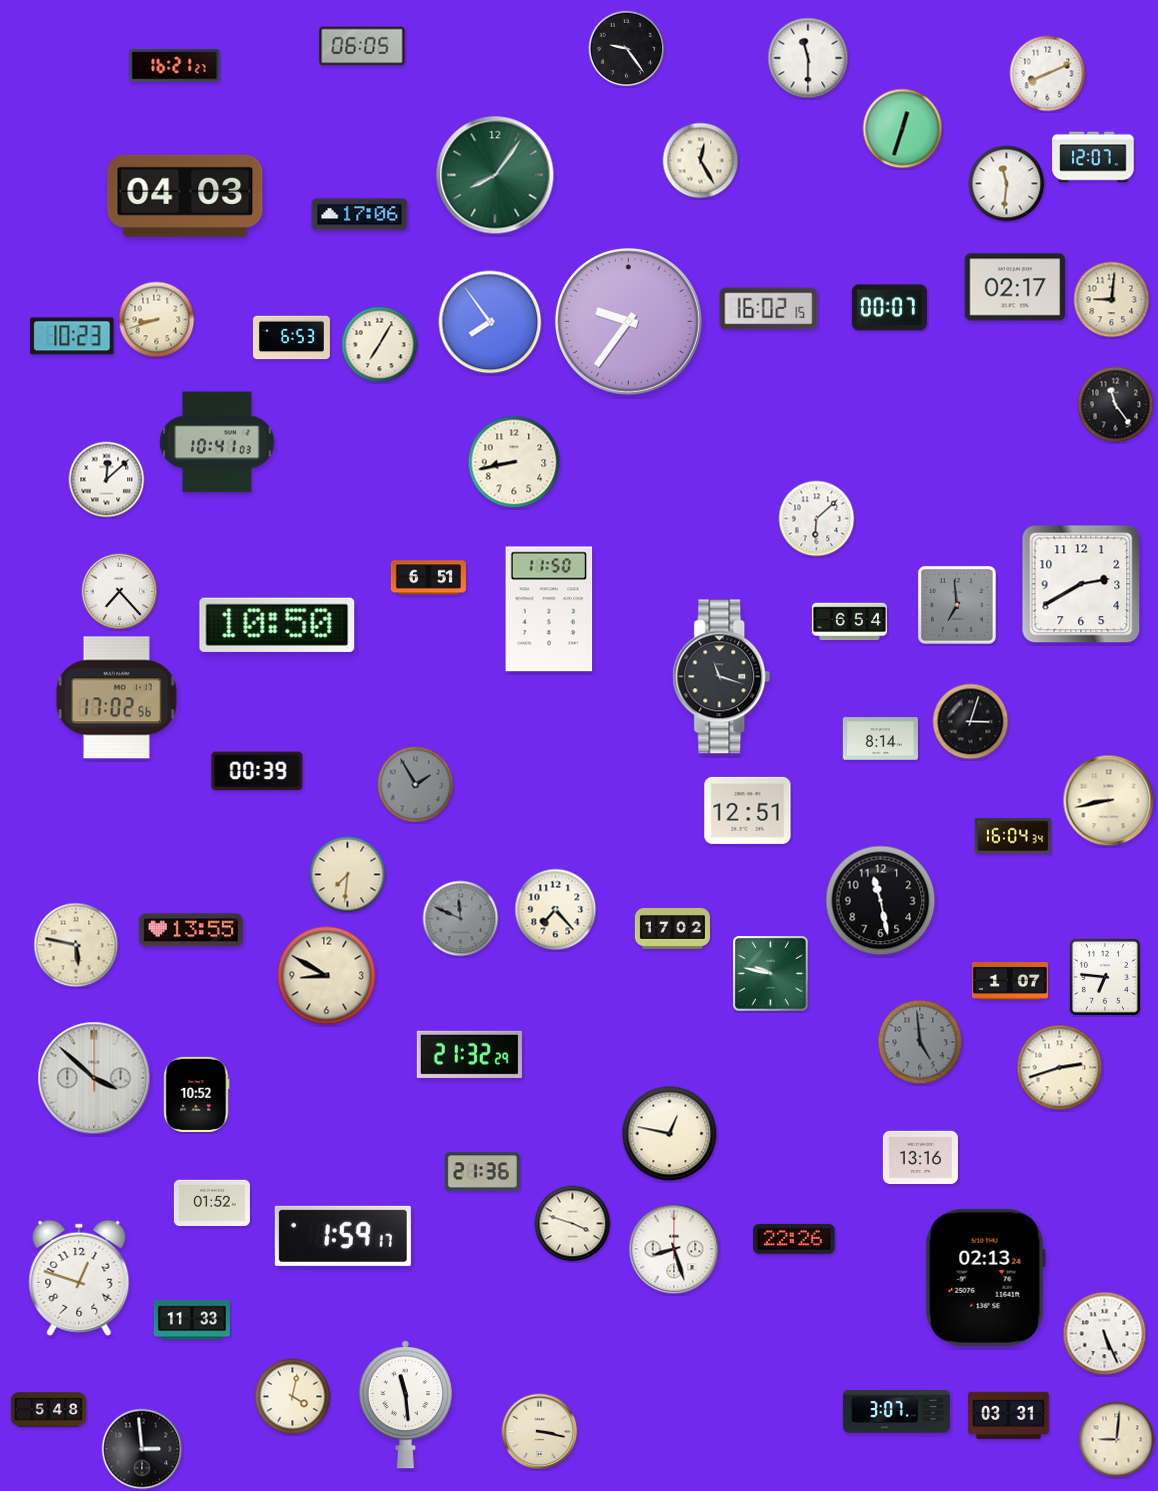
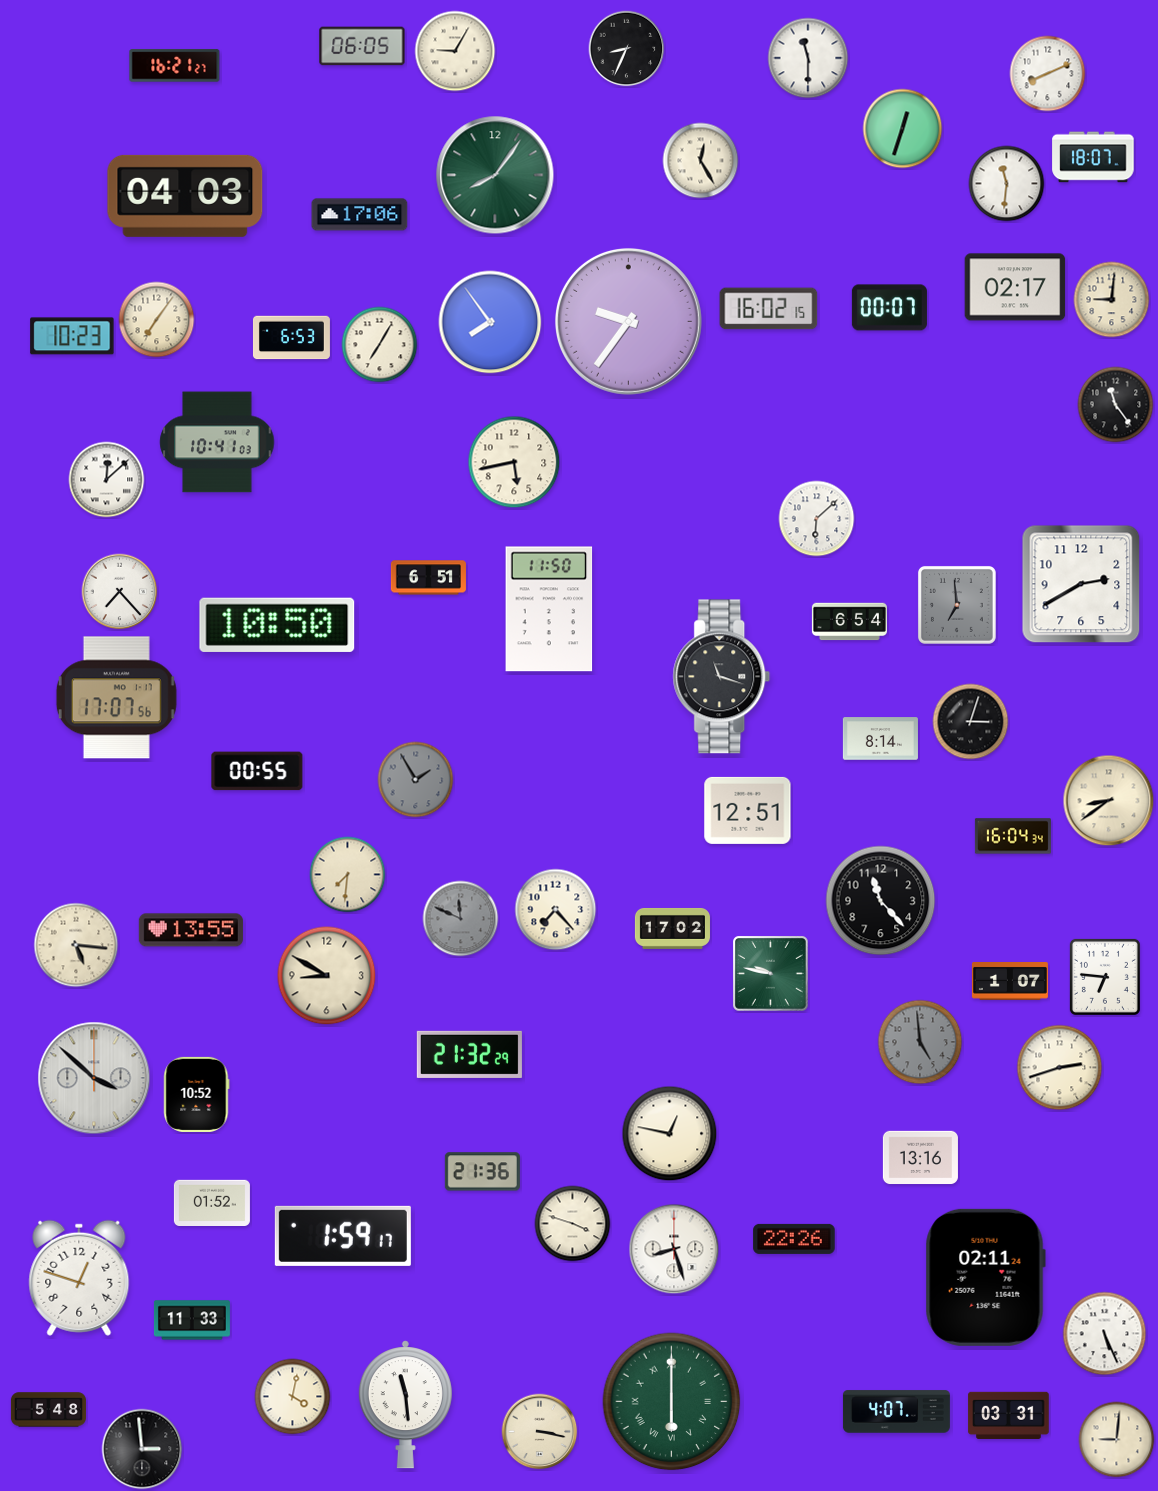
clock at (627, 49): 9:24 -> 8:34
clock at (455, 51): none -> 9:05
clock at (1093, 157): 12:07 -> 18:07
clock at (157, 320): 8:42 -> 7:06
clock at (514, 462): 8:43 -> 5:43
clock at (116, 698): 17:02 -> 17:07
clock at (257, 771): 00:39 -> 00:55
clock at (416, 785) position: (416, 785) -> (416, 780)
clock at (1109, 801): 8:43 -> 8:39
clock at (881, 901): 11:28 -> 11:23
clock at (76, 945): 5:47 -> 5:16
clock at (985, 1277): 02:13 -> 02:11
clock at (672, 1402): none -> 6:00
clock at (896, 1412): 3:07 -> 4:07
